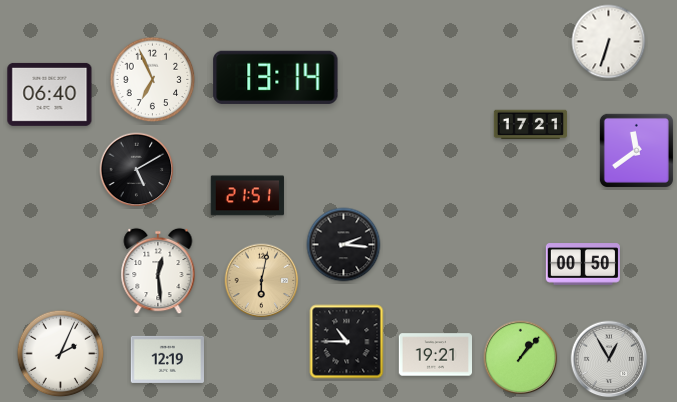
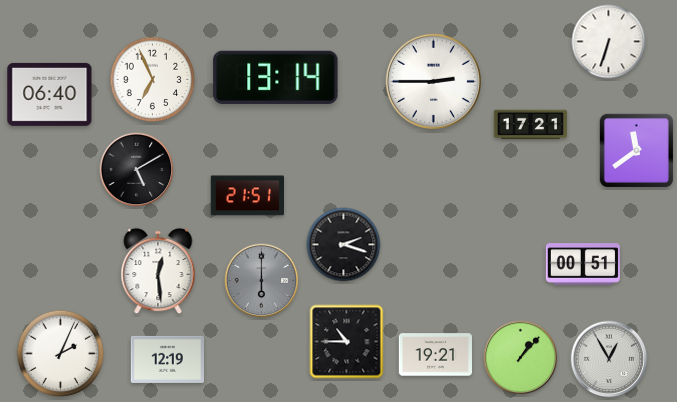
clock at (433, 81): none -> 2:45
clock at (344, 245): 2:16 -> 2:18
clock at (583, 264): 00:50 -> 00:51
clock at (262, 281): 6:02 -> 6:00
clock at (262, 281) dial: champagne -> grey
